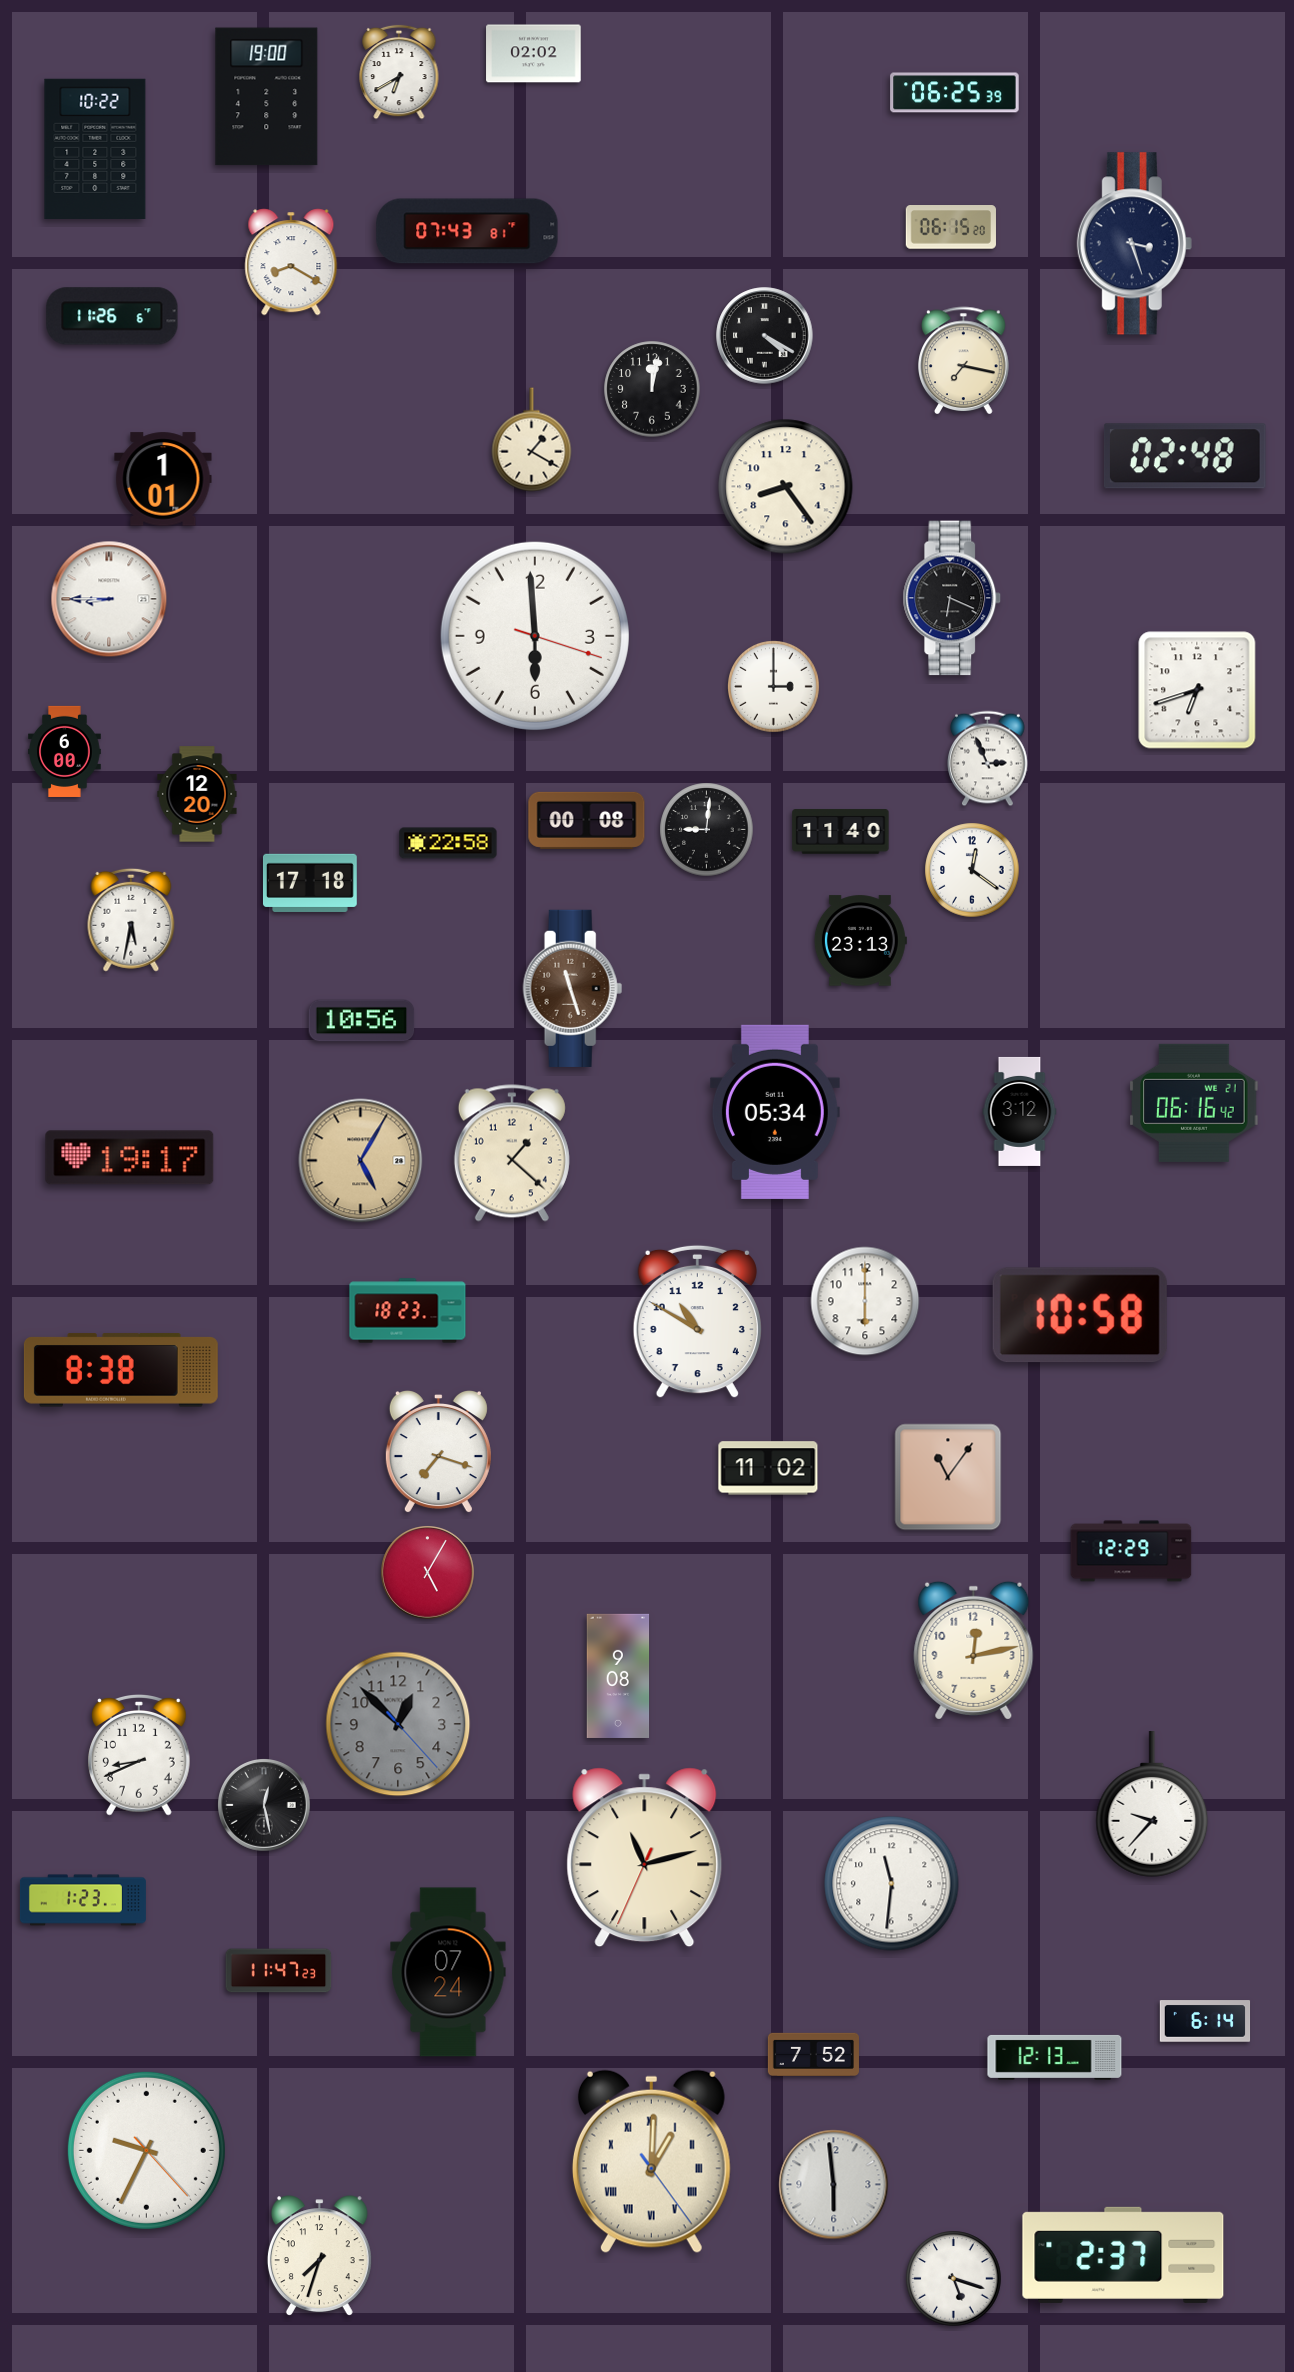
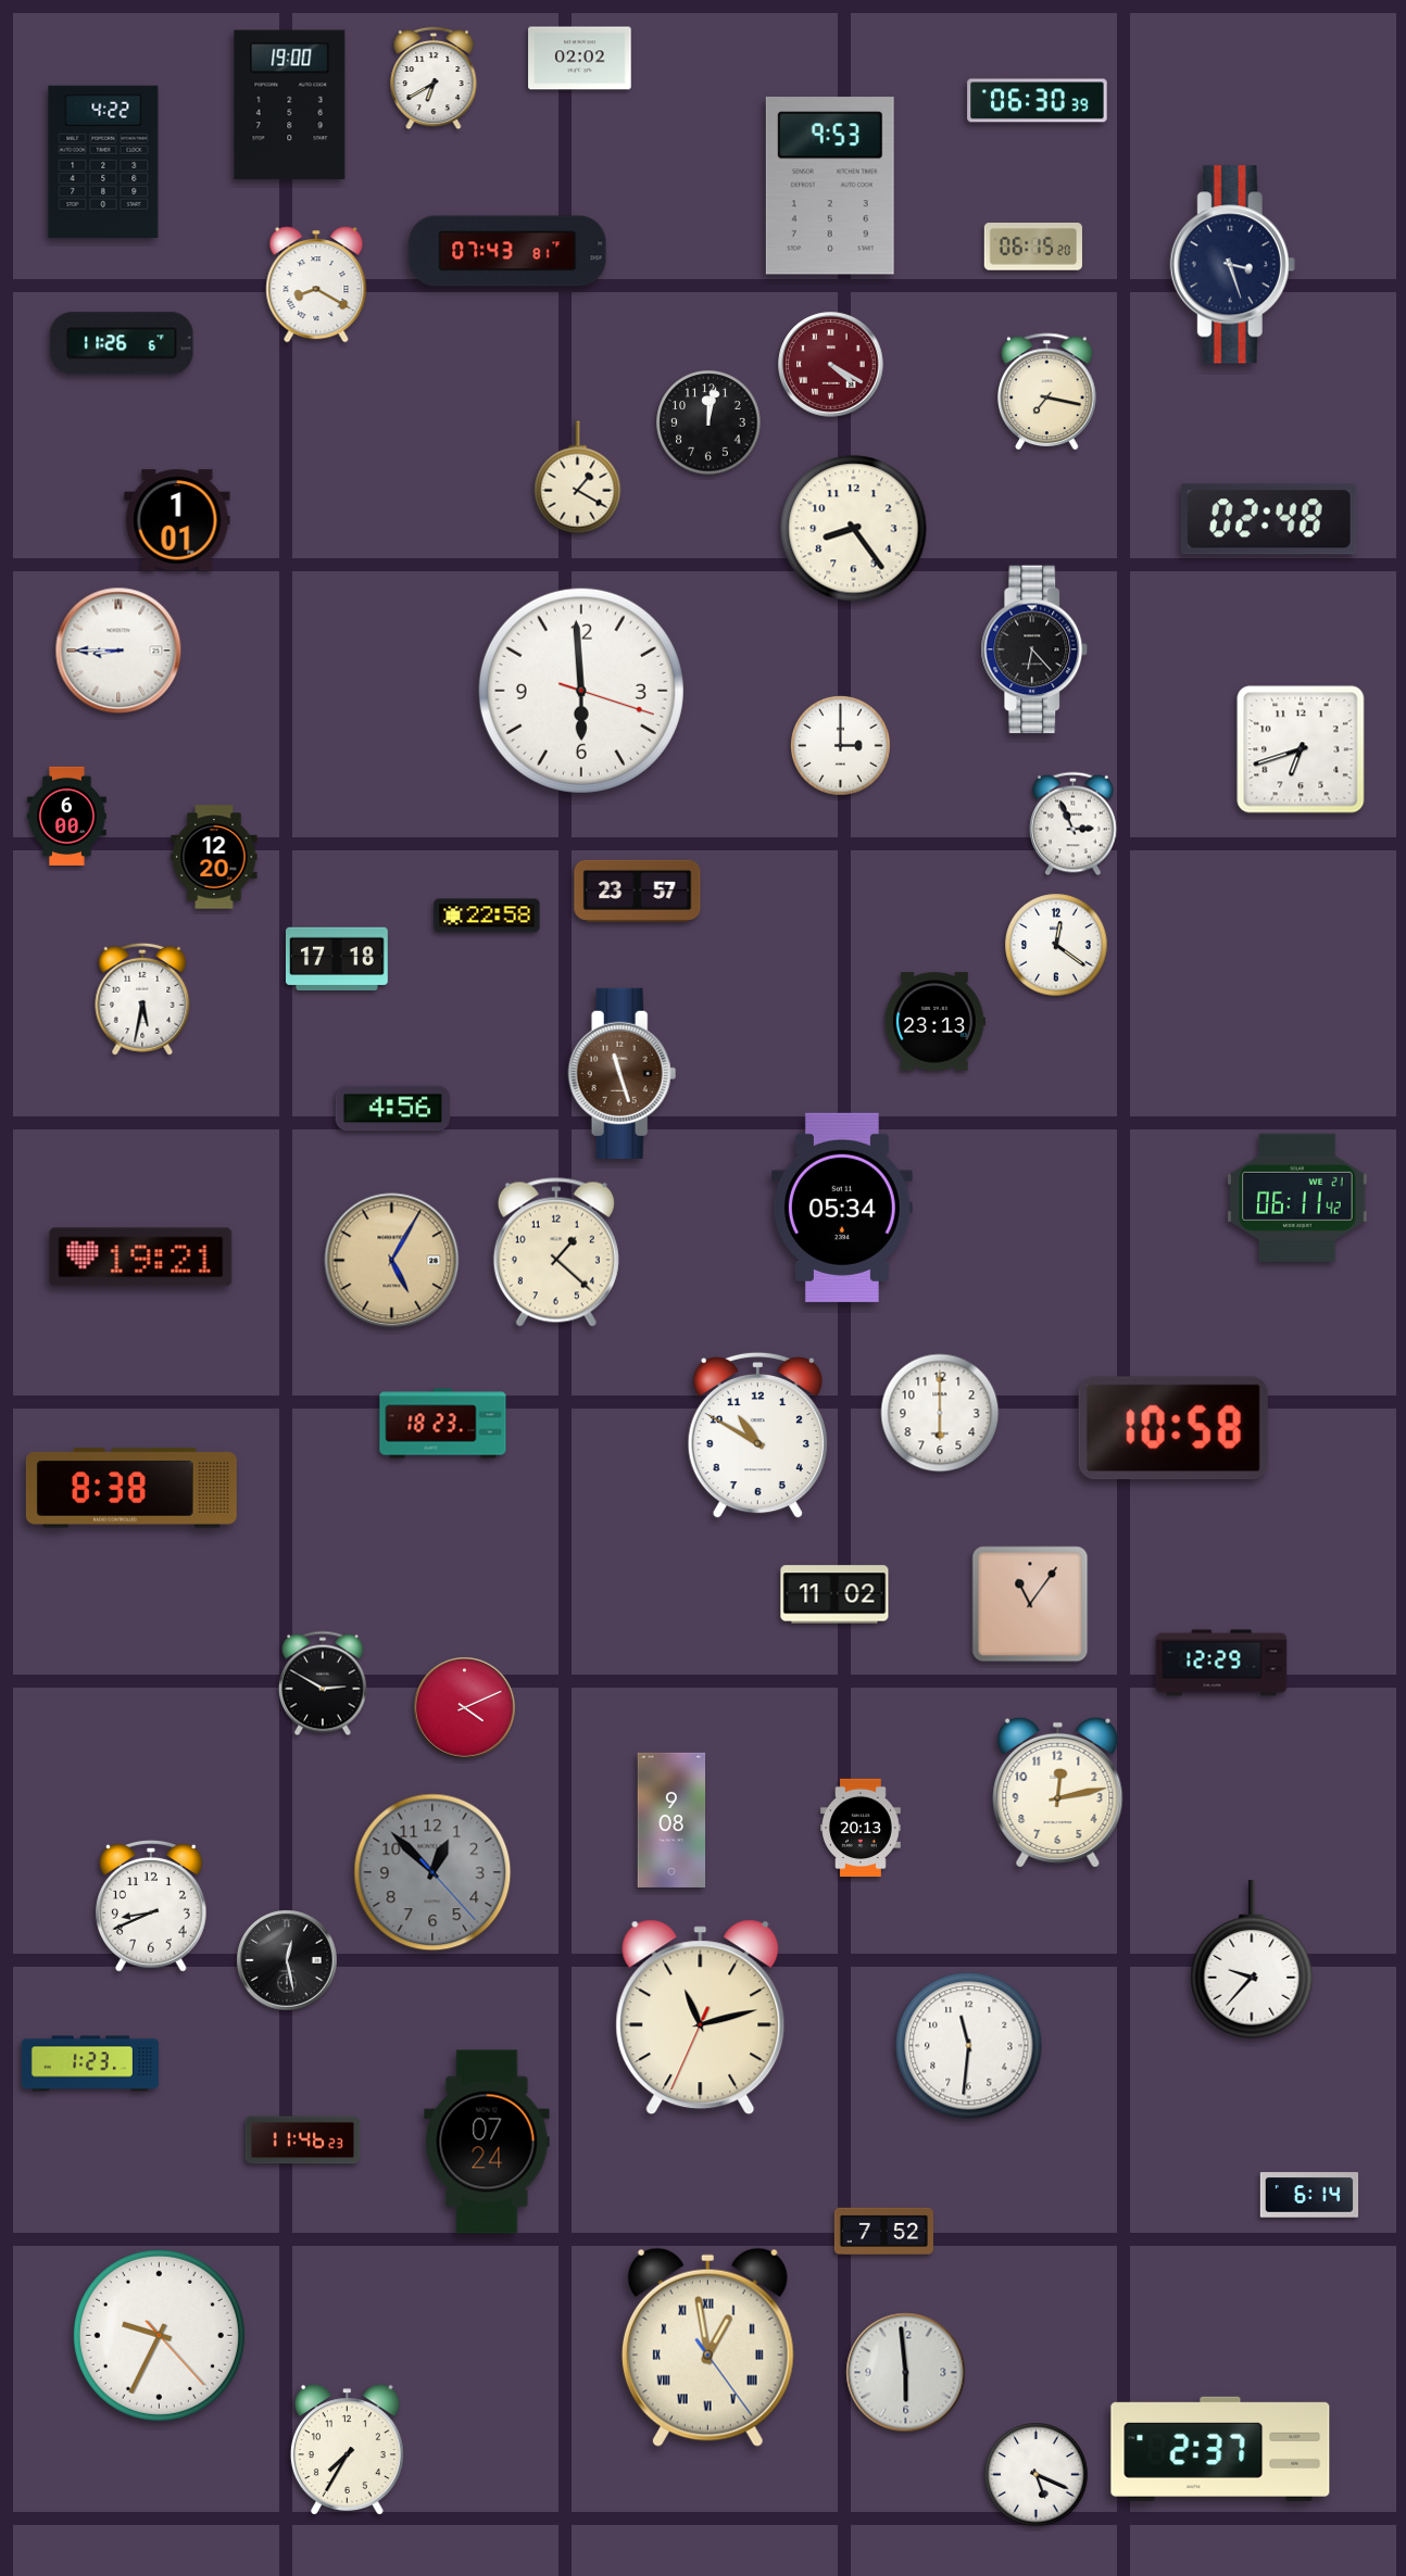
clock at (955, 93): 06:25 -> 06:30
clock at (95, 148): 10:22 -> 4:22
clock at (830, 186): none -> 9:53
clock at (765, 336) dial: black -> burgundy
clock at (1185, 456) position: (1185, 456) -> (1269, 519)
clock at (952, 598): 6:19 -> 6:23
clock at (65, 751) position: (65, 751) -> (67, 816)
clock at (197, 794) position: (197, 794) -> (214, 857)
clock at (587, 820): 00:08 -> 23:57
clock at (707, 830): 9:01 -> none
clock at (841, 832): 11:40 -> none
clock at (362, 1021): 10:56 -> 4:56
clock at (1194, 1103): 06:16 -> 06:11
clock at (1020, 1111): 3:12 -> none
clock at (130, 1158): 19:17 -> 19:21
clock at (438, 1453): 7:18 -> none
clock at (323, 1683): none -> 2:50
clock at (1131, 1551) position: (1131, 1551) -> (1221, 1663)
clock at (428, 1573): 5:05 -> 4:11
clock at (861, 1828): none -> 20:13
clock at (279, 1971): 11:47 -> 11:46
clock at (1055, 2057): 12:13 -> none
clock at (651, 2161): 1:00 -> 12:58
clock at (319, 2255): 7:33 -> 7:35
clock at (954, 2279): 5:18 -> 5:19
